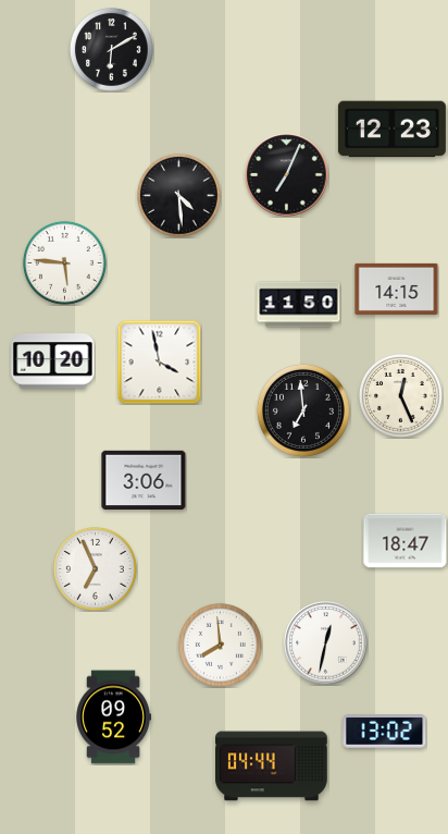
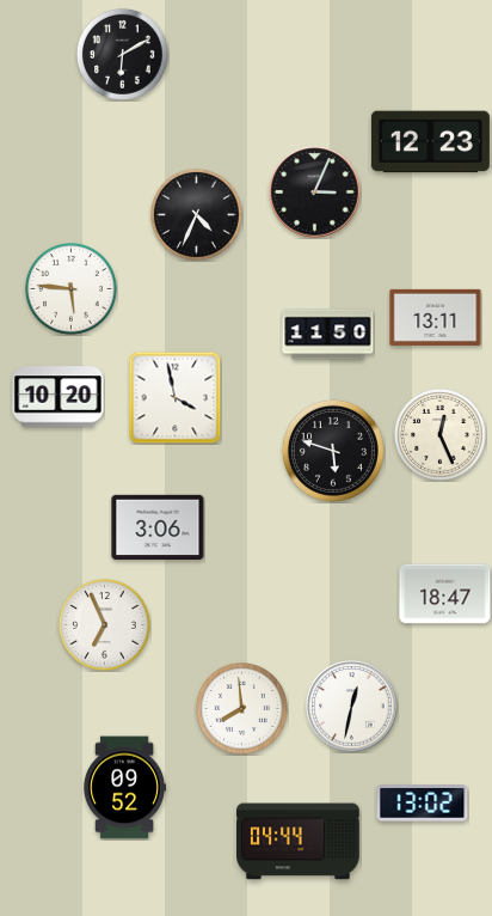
clock at (287, 175): 7:04 -> 3:04
clock at (179, 196): 4:29 -> 4:34
clock at (397, 289): 14:15 -> 13:11
clock at (303, 410): 6:59 -> 5:48
clock at (326, 643) position: (326, 643) -> (352, 707)
